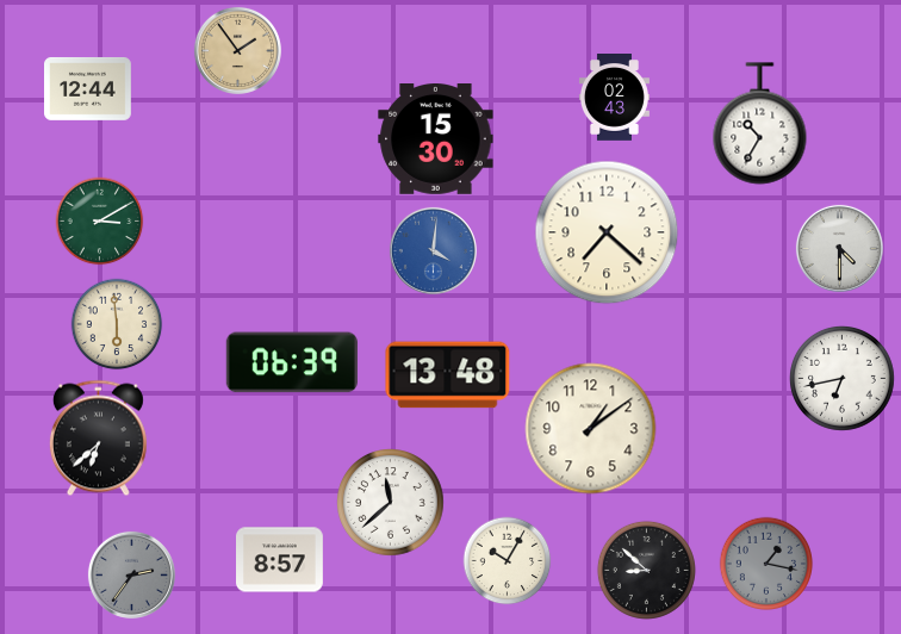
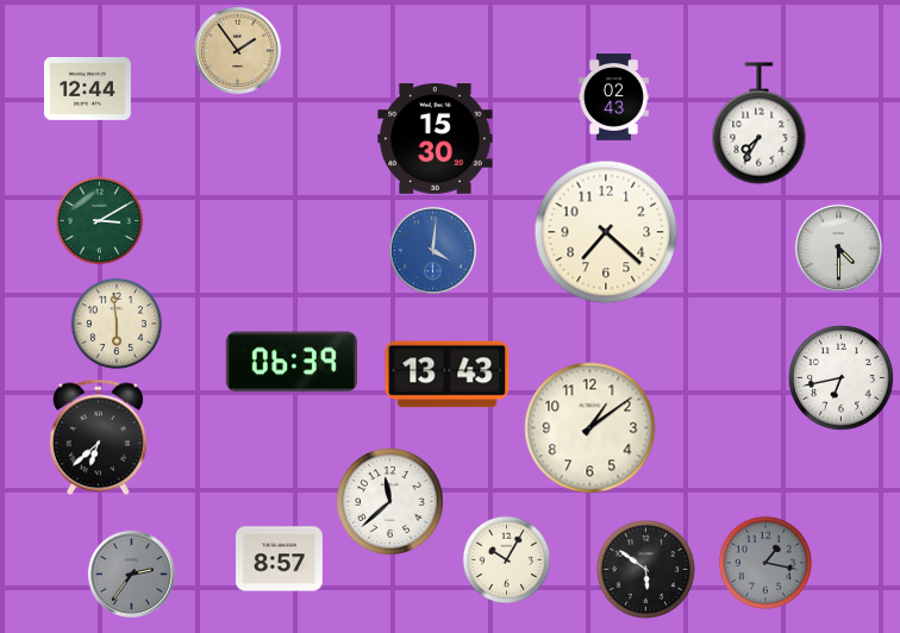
clock at (760, 124): 10:35 -> 7:35
clock at (448, 375): 13:48 -> 13:43
clock at (646, 570): 8:52 -> 5:51
